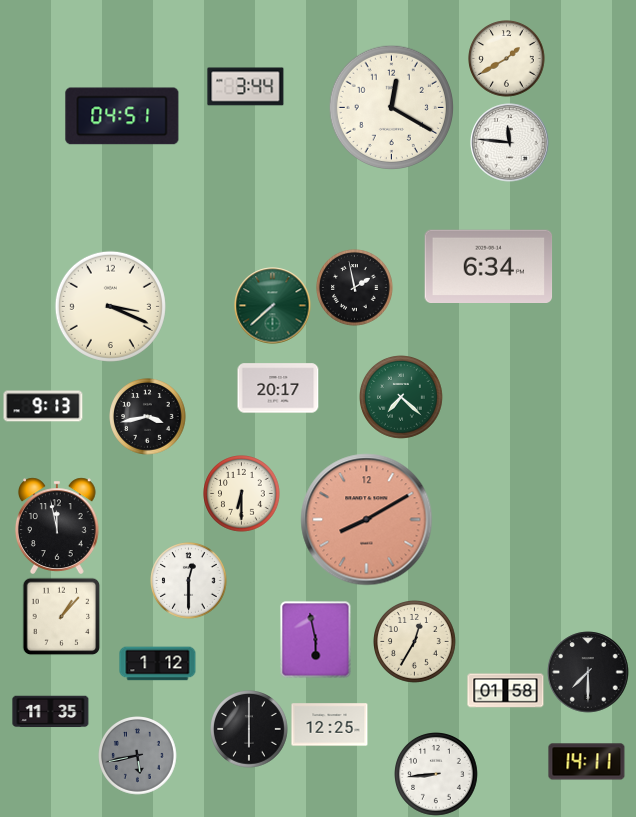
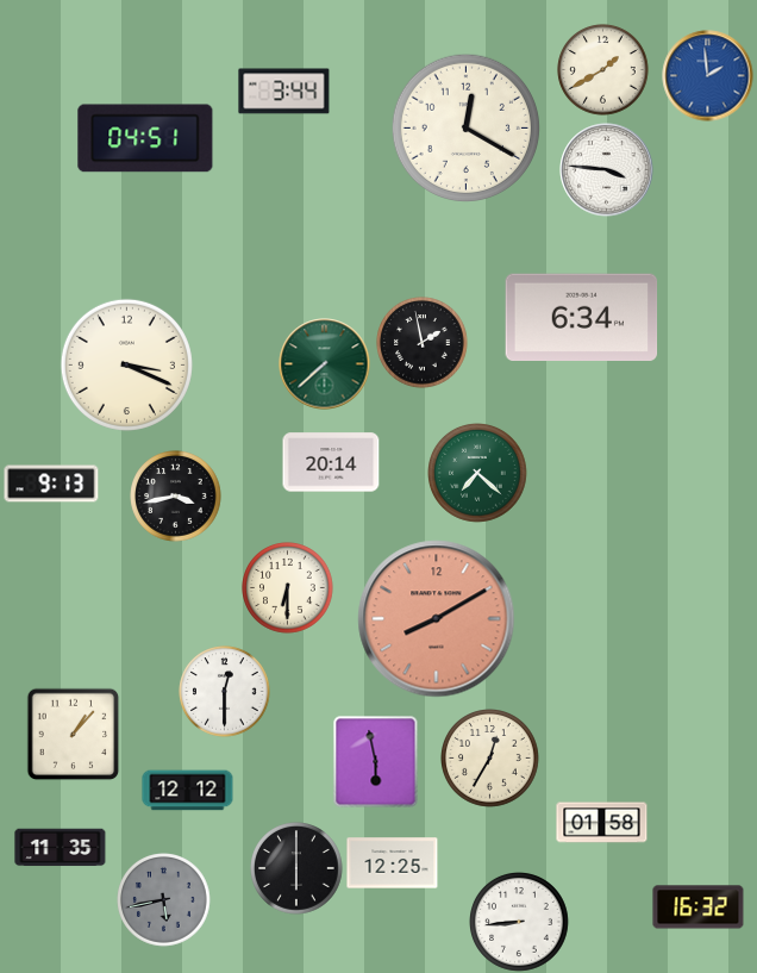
clock at (708, 76): none -> 1:59
clock at (246, 87) position: (246, 87) -> (284, 92)
clock at (510, 143): 11:46 -> 3:46
clock at (110, 306) position: (110, 306) -> (126, 364)
clock at (278, 388): 20:17 -> 20:14
clock at (57, 526): 11:58 -> none
clock at (415, 642) position: (415, 642) -> (490, 759)
clock at (158, 664): 1:12 -> 12:12
clock at (588, 672): 7:30 -> none
clock at (587, 762): 14:11 -> 16:32
